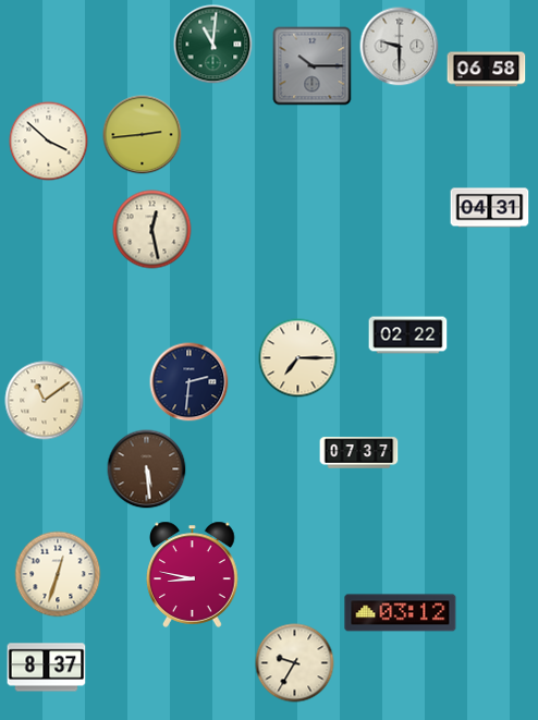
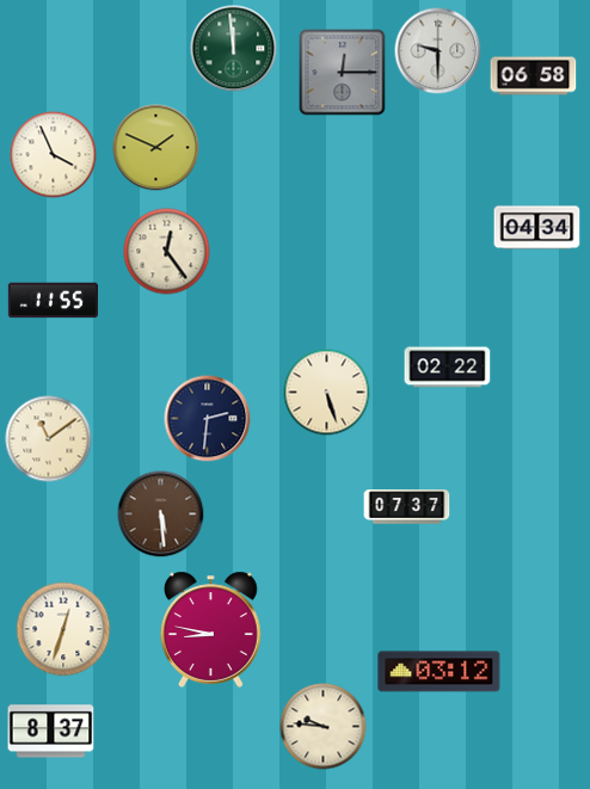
clock at (213, 45): 11:01 -> 11:59
clock at (313, 66): 10:15 -> 12:15
clock at (143, 135): 2:44 -> 1:49
clock at (49, 142): 3:52 -> 3:56
clock at (490, 208): 04:31 -> 04:34
clock at (152, 230): 12:28 -> 12:24
clock at (53, 301): none -> 11:55
clock at (298, 358): 7:15 -> 5:27
clock at (359, 453) position: (359, 453) -> (407, 507)
clock at (295, 663): 9:35 -> 9:46
